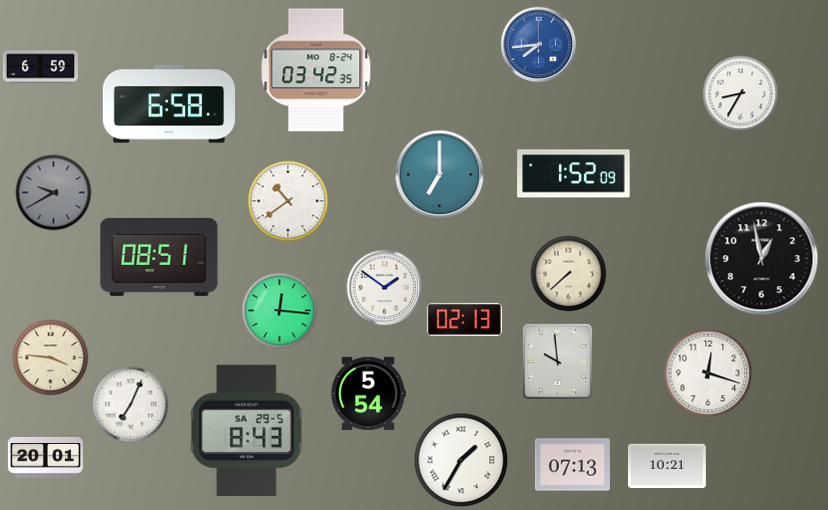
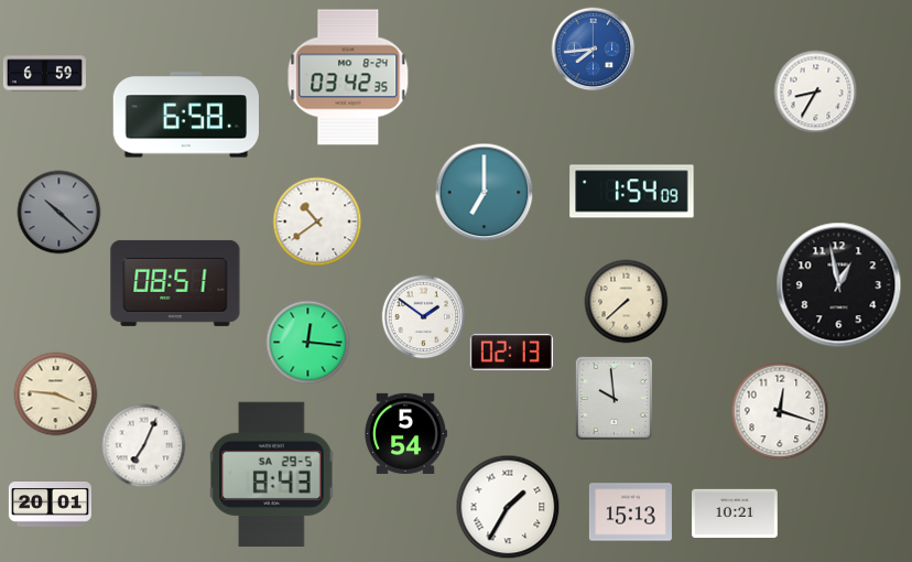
clock at (741, 94) position: (741, 94) -> (816, 93)
clock at (574, 174): 1:52 -> 1:54
clock at (54, 193): 9:40 -> 10:22
clock at (572, 465): 07:13 -> 15:13
